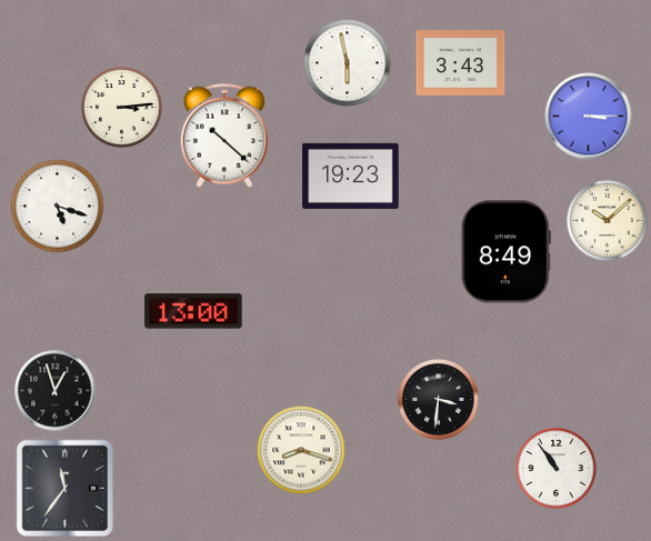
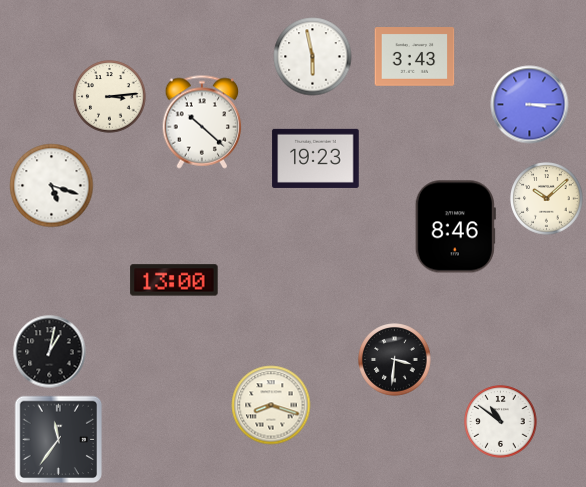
clock at (505, 252): 8:49 -> 8:46
clock at (56, 391): 12:57 -> 1:02
clock at (557, 469): 10:54 -> 10:51
